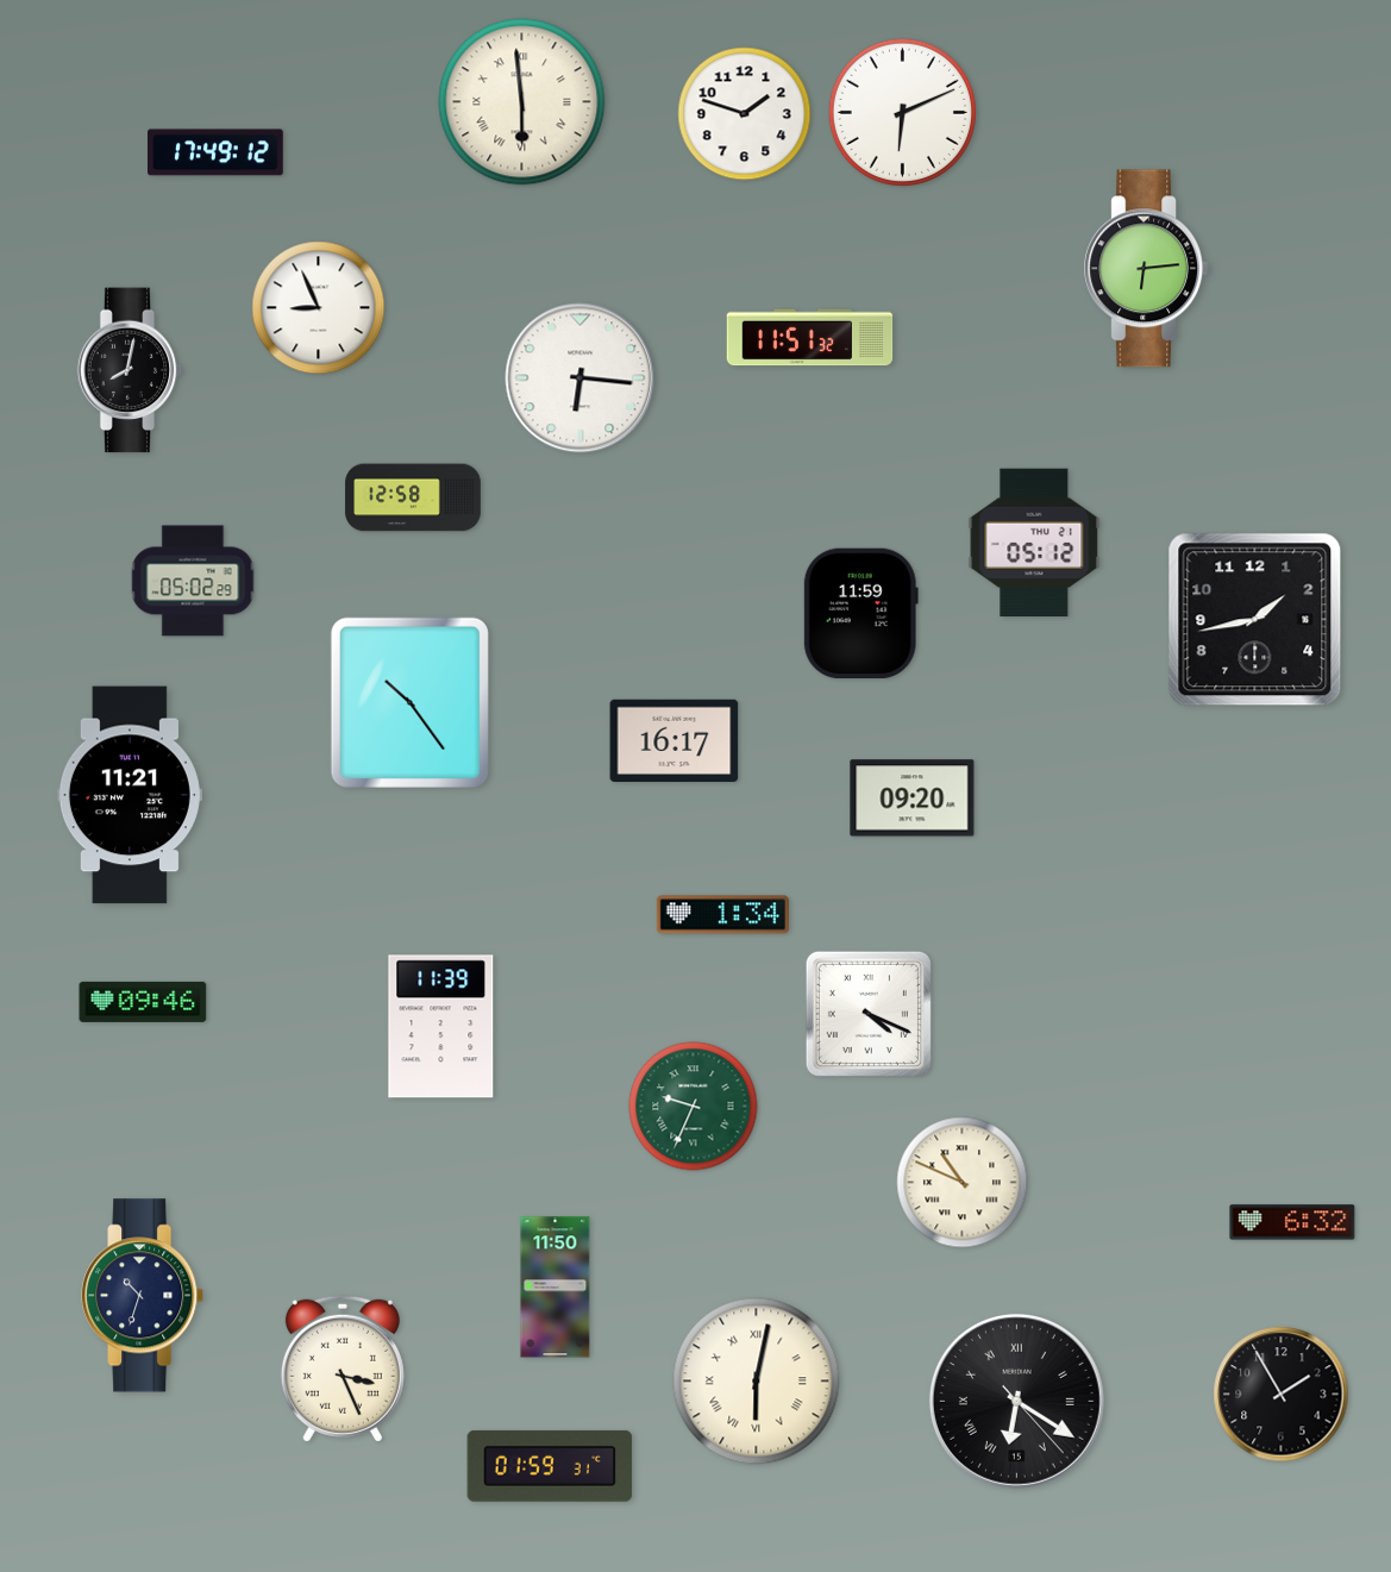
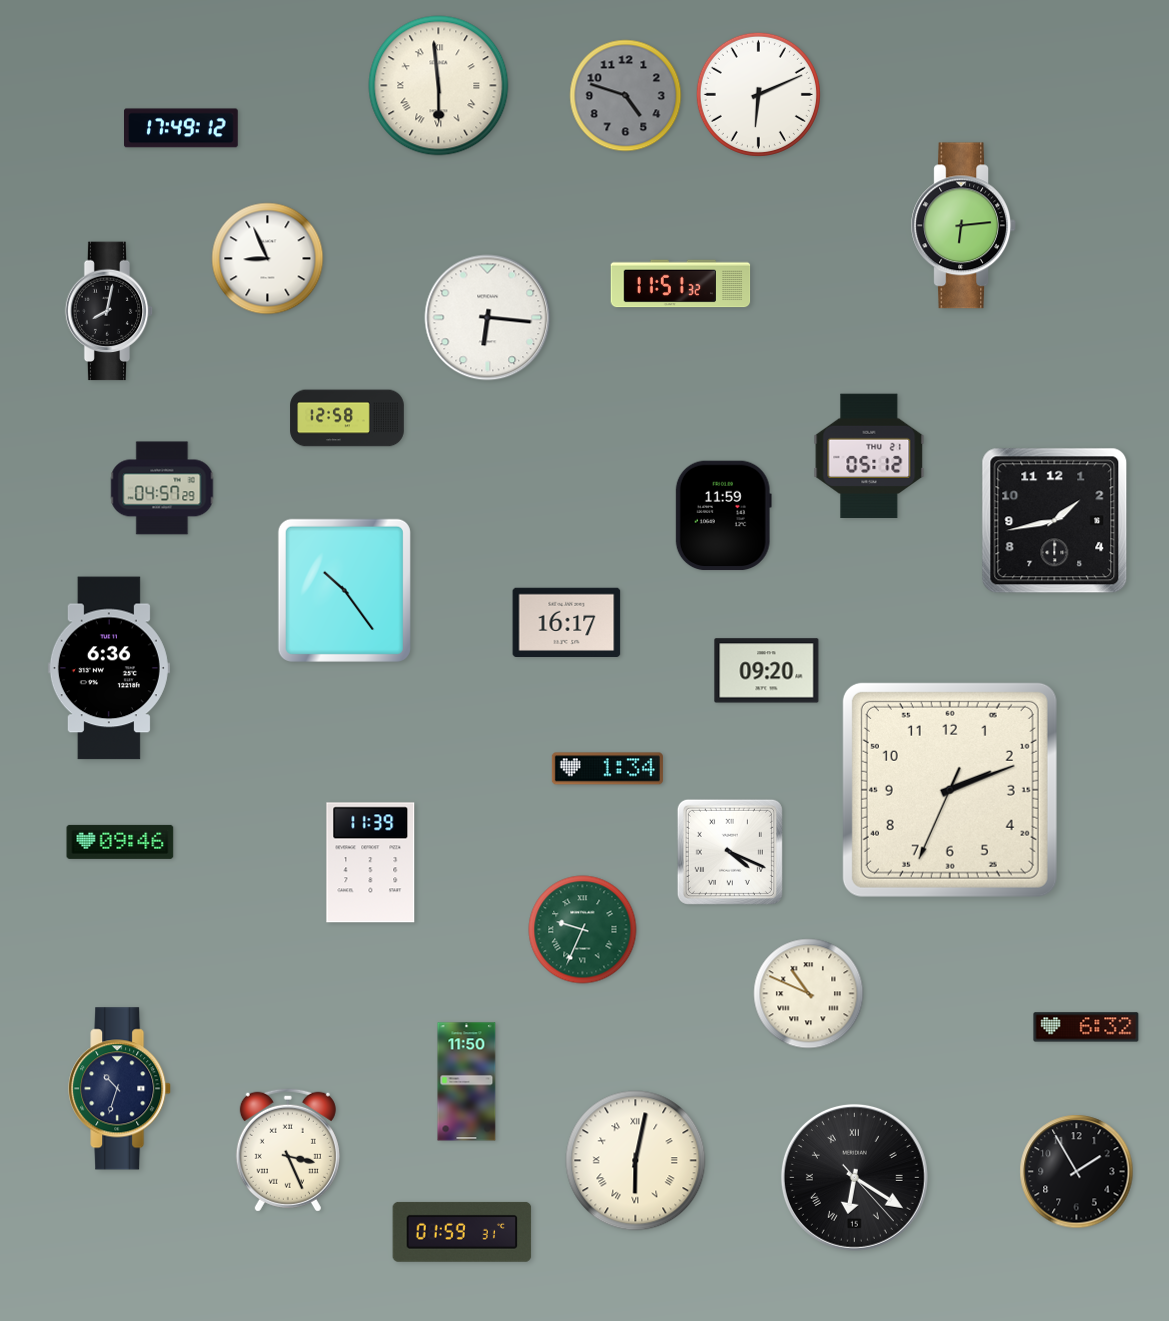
clock at (745, 114): 1:48 -> 4:48
clock at (745, 114) dial: white -> grey
clock at (193, 581): 05:02 -> 04:57
clock at (130, 795): 11:21 -> 6:36
clock at (950, 790): none -> 2:11
